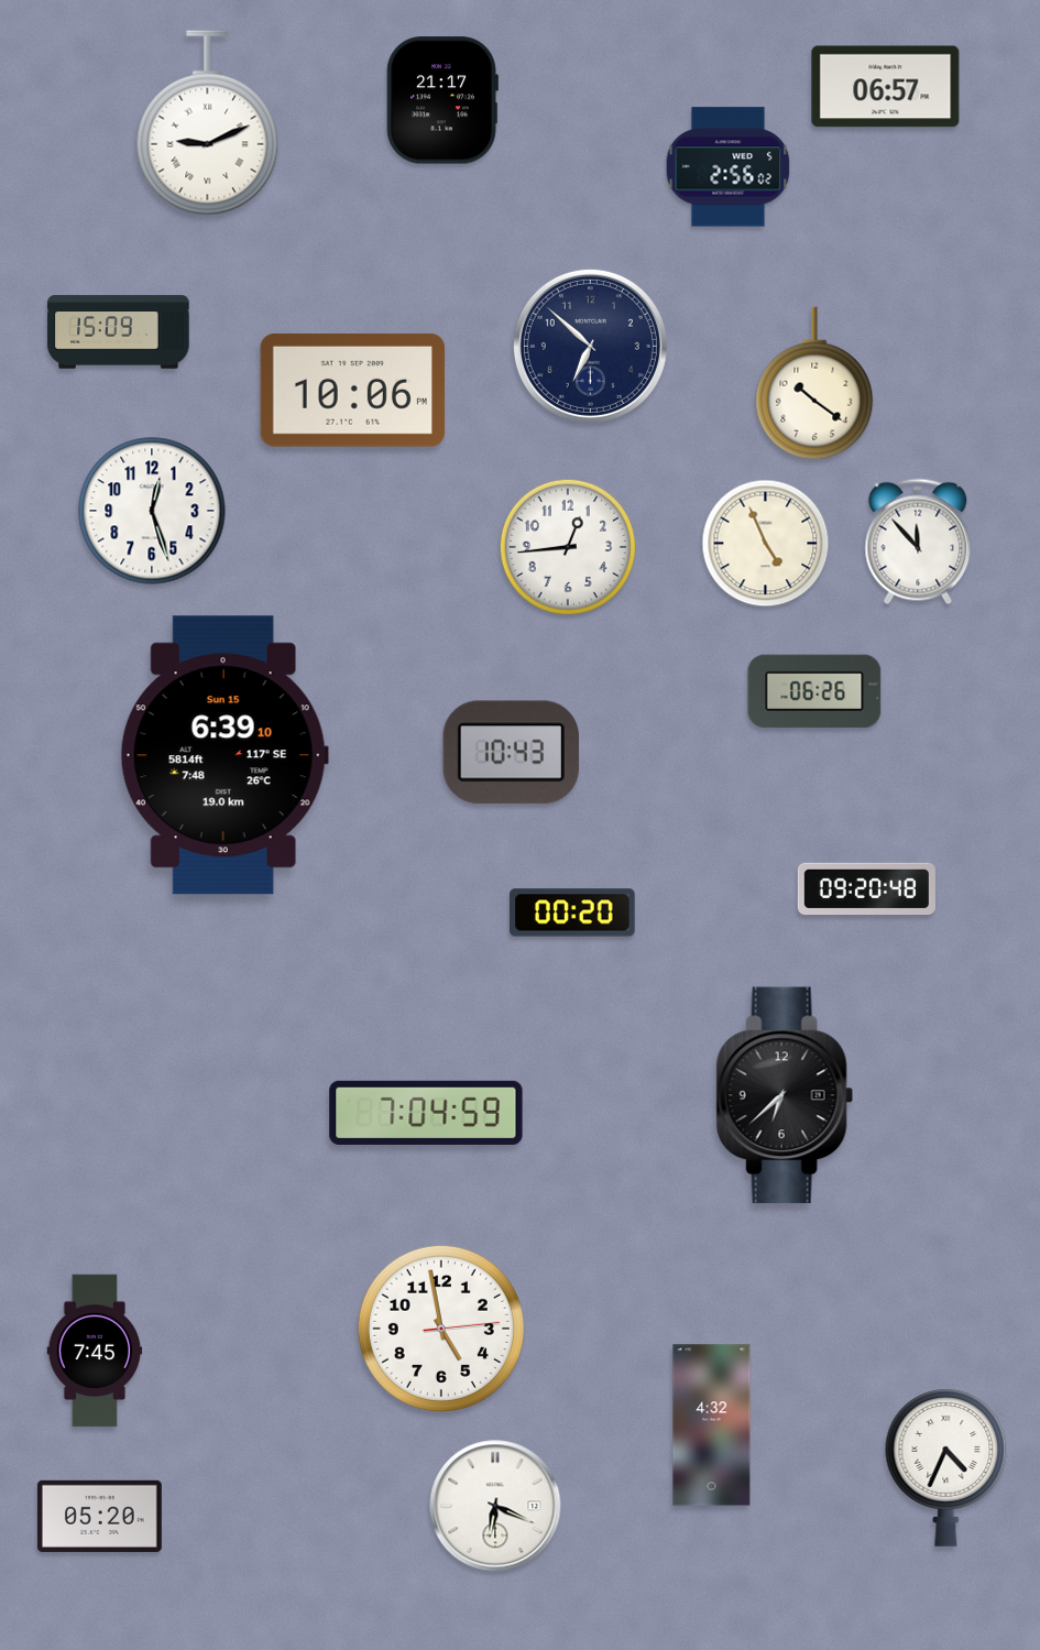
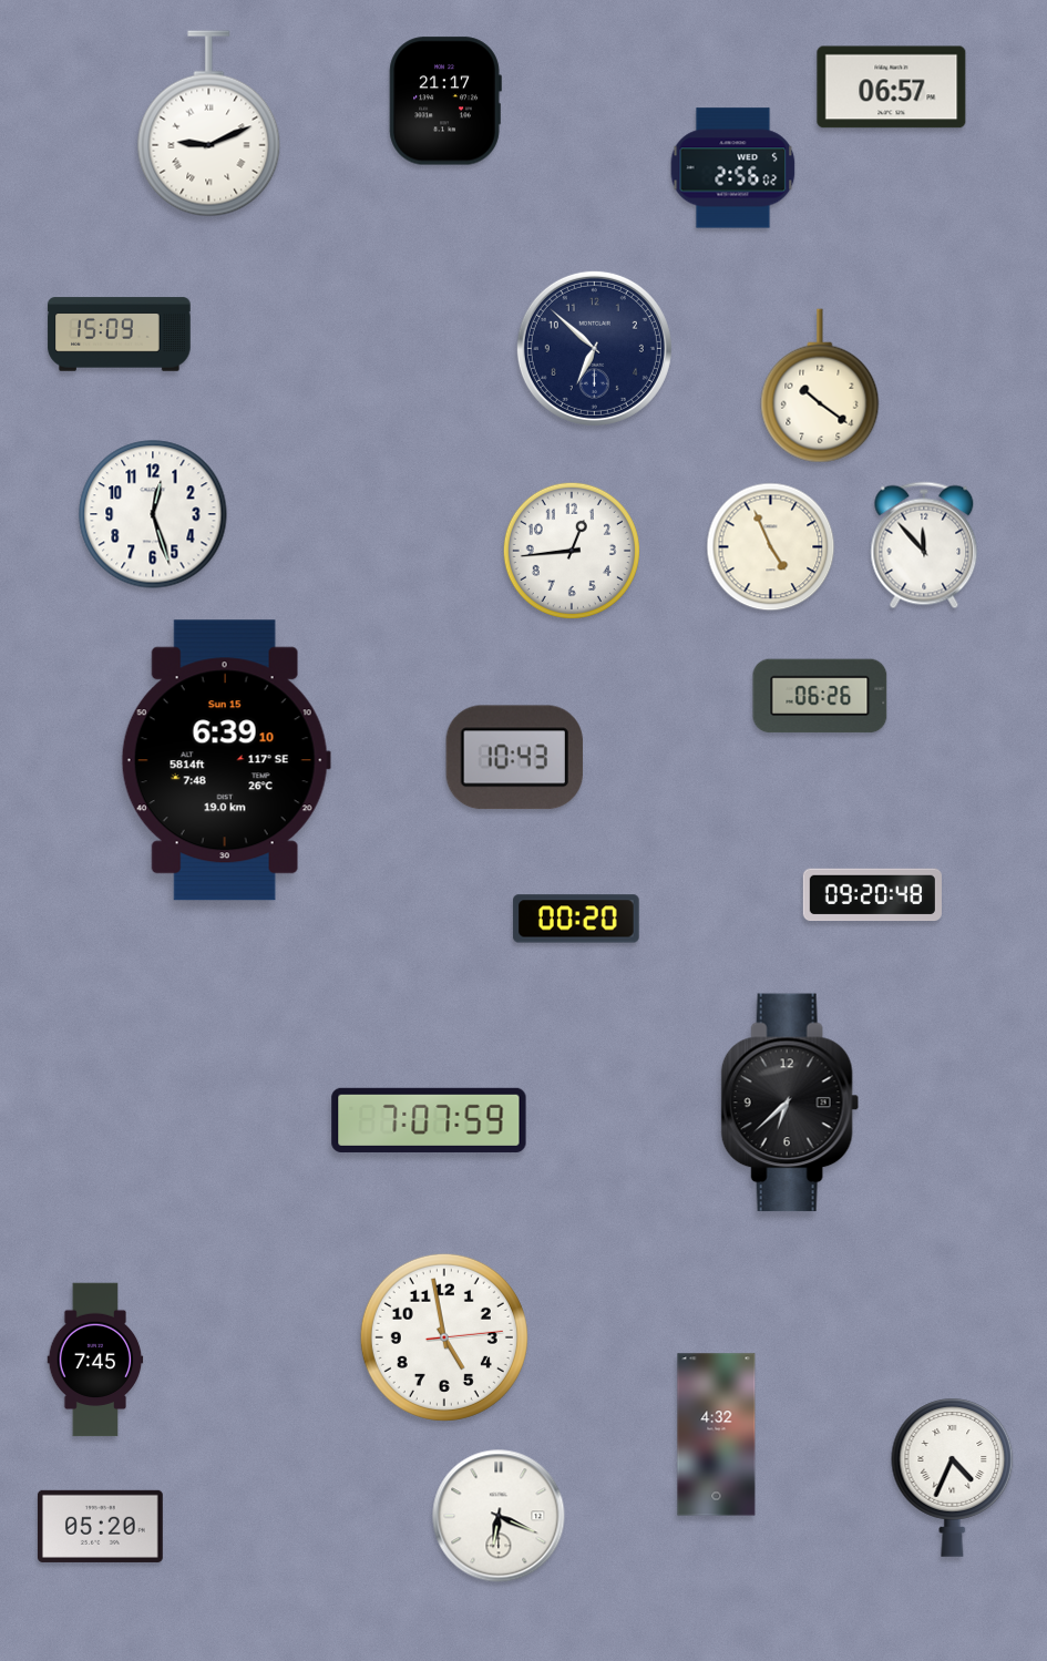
clock at (353, 390): 10:06 -> none
clock at (426, 1113): 7:04 -> 7:07
